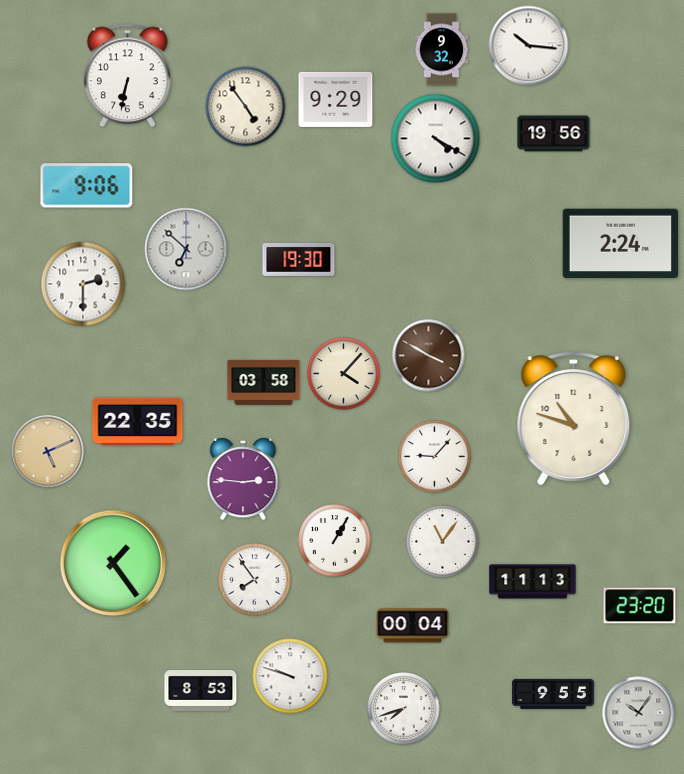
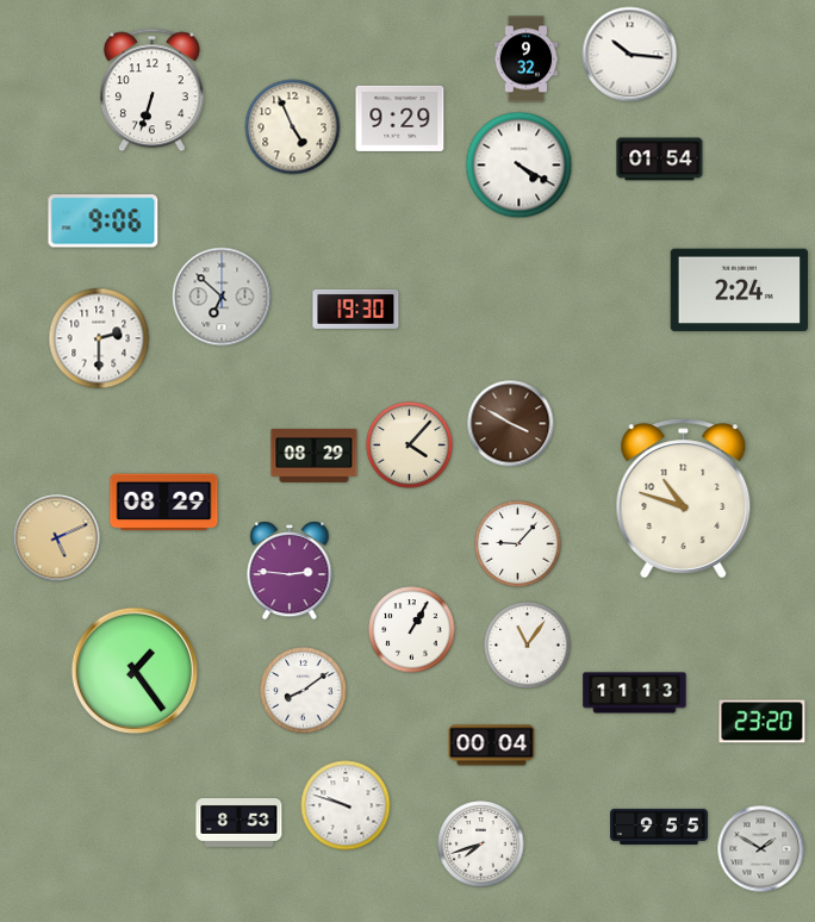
clock at (127, 76): 6:32 -> 6:33
clock at (246, 107): 4:54 -> 4:56
clock at (554, 134): 19:56 -> 01:54
clock at (264, 382): 03:58 -> 08:29
clock at (138, 422): 22:35 -> 08:29
clock at (335, 541) position: (335, 541) -> (412, 630)
clock at (255, 580): 7:54 -> 8:09
clock at (639, 713): 10:06 -> 1:50
